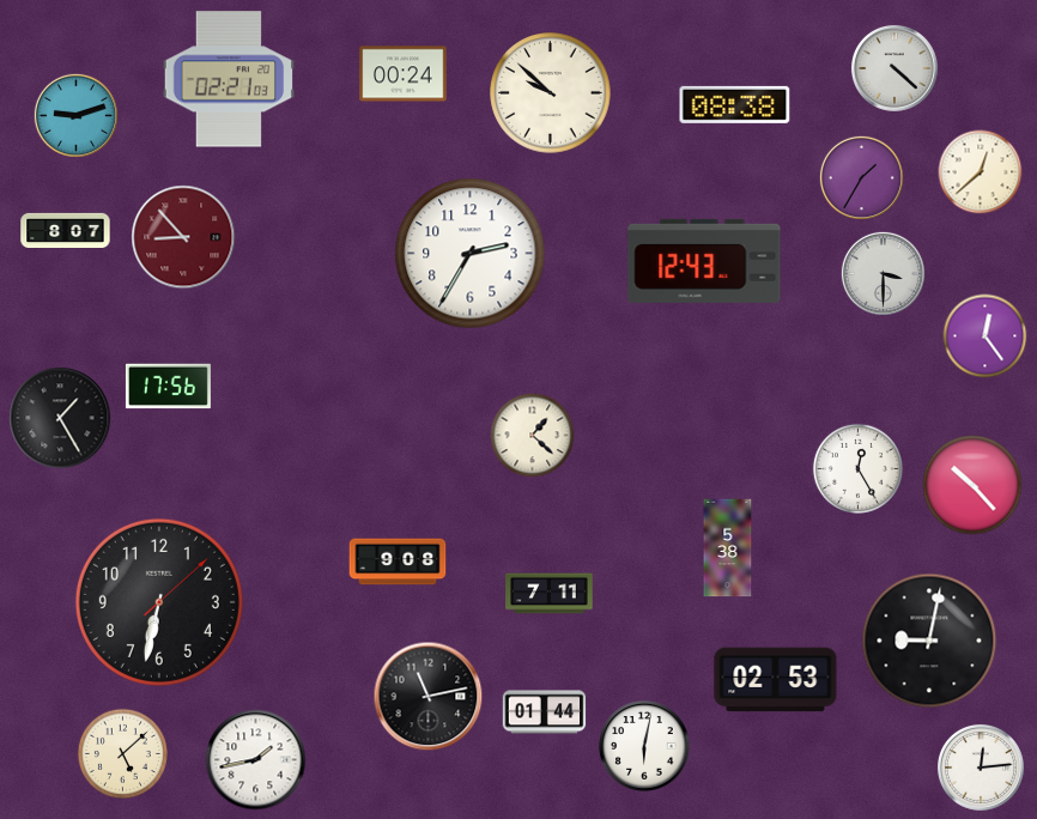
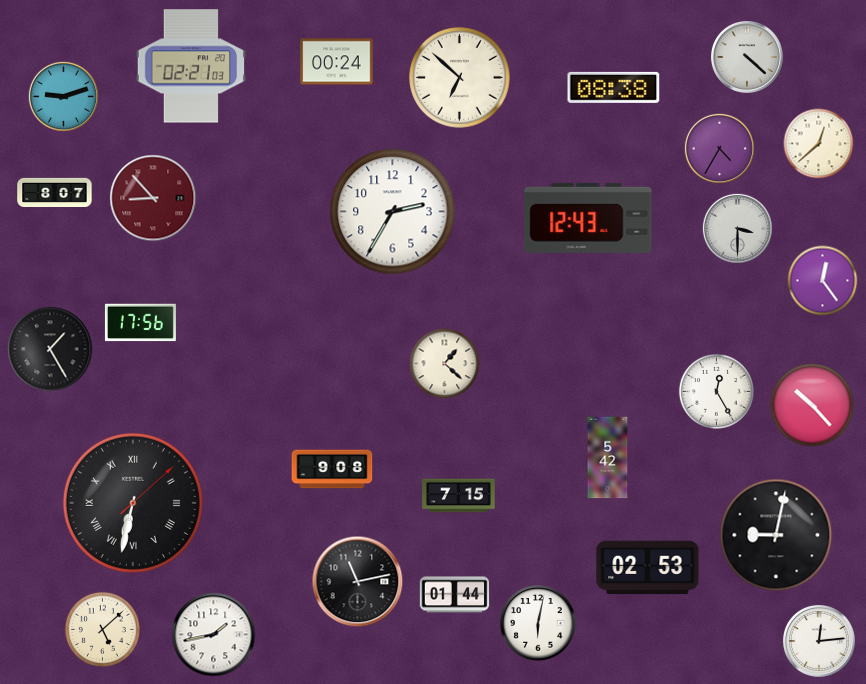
clock at (551, 93): 9:52 -> 6:52
clock at (861, 177): 1:35 -> 4:35
clock at (728, 548): 5:38 -> 5:42
clock at (550, 594): 7:11 -> 7:15
clock at (159, 602) numerals: Arabic -> Roman
